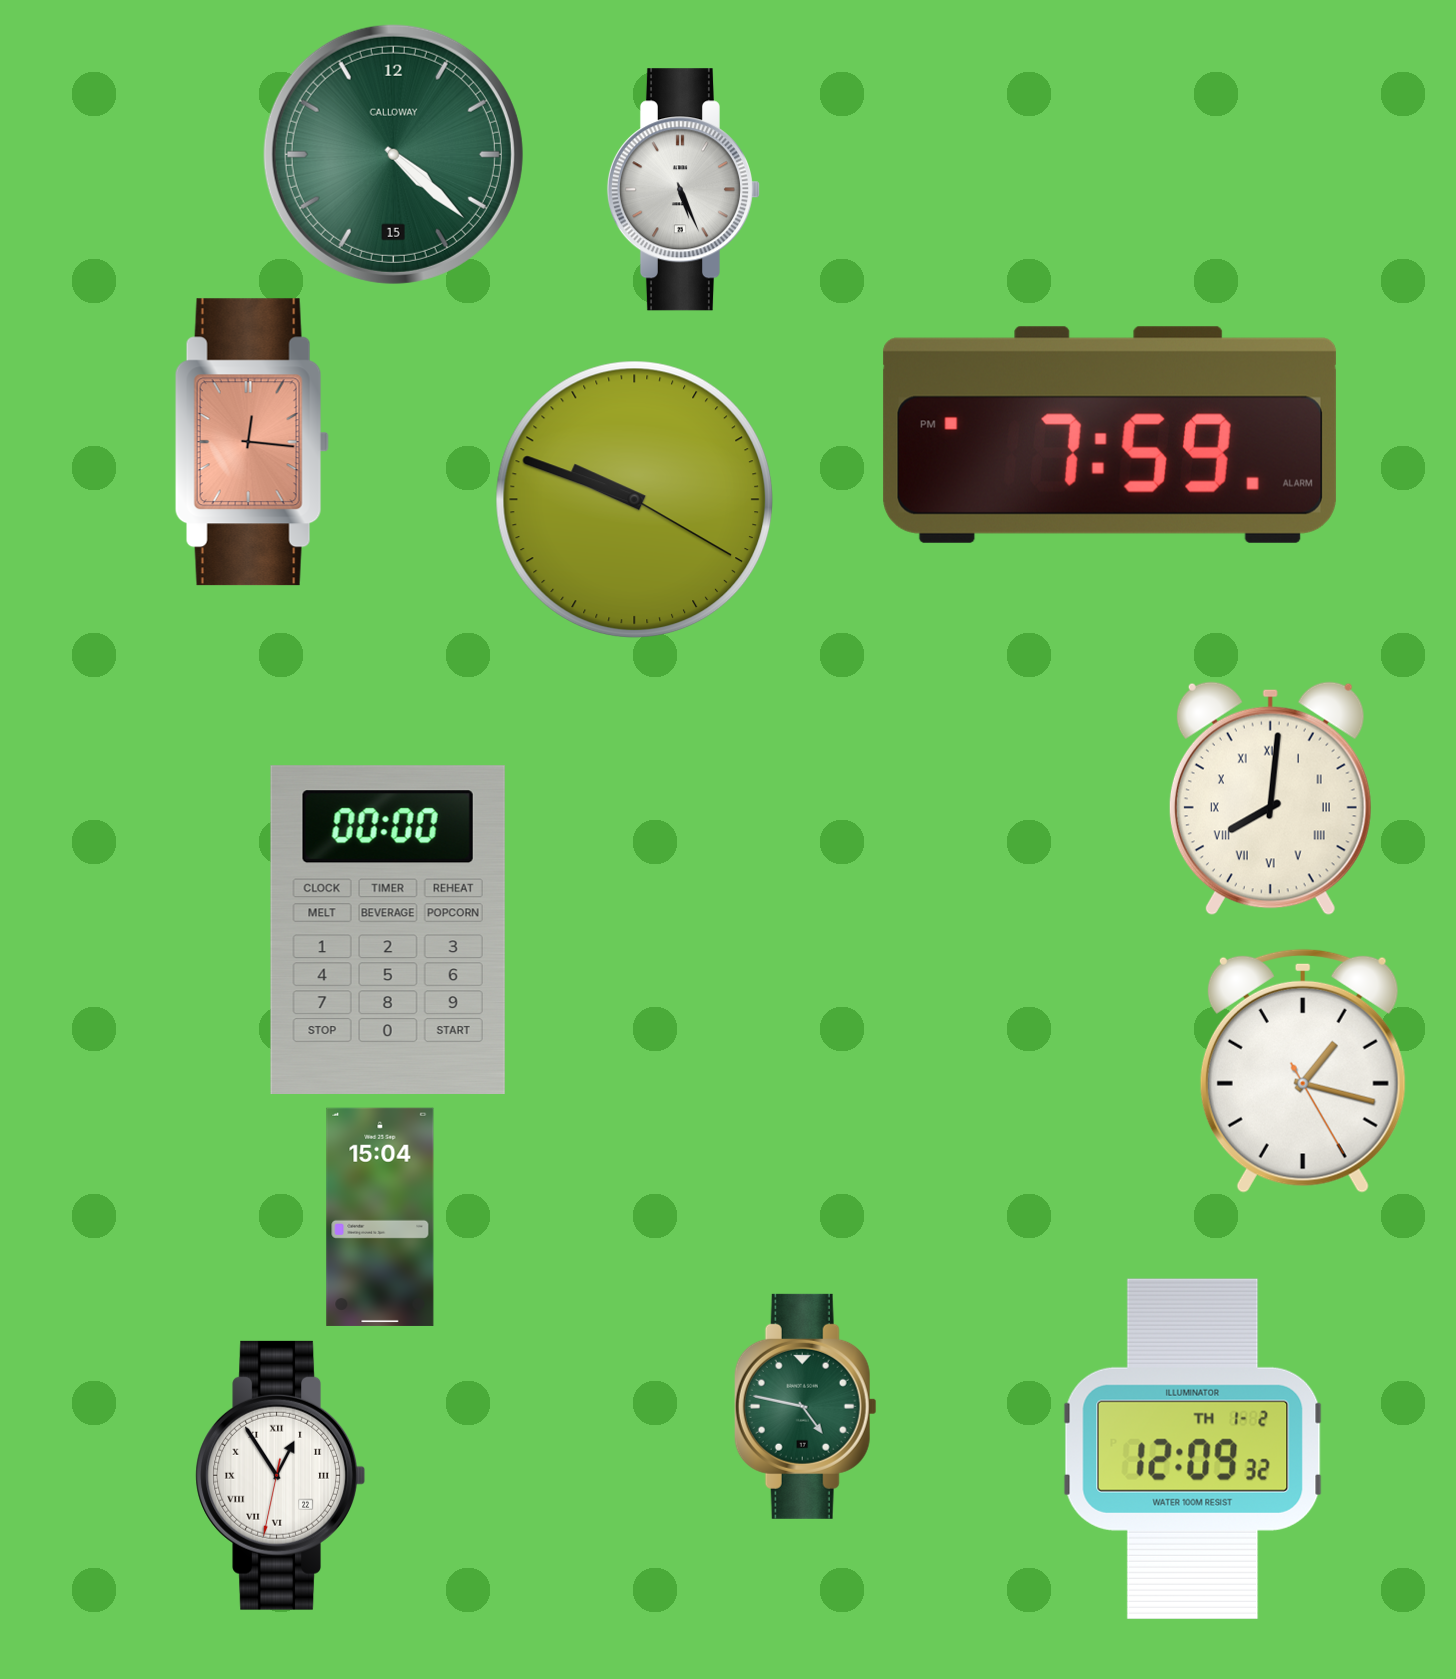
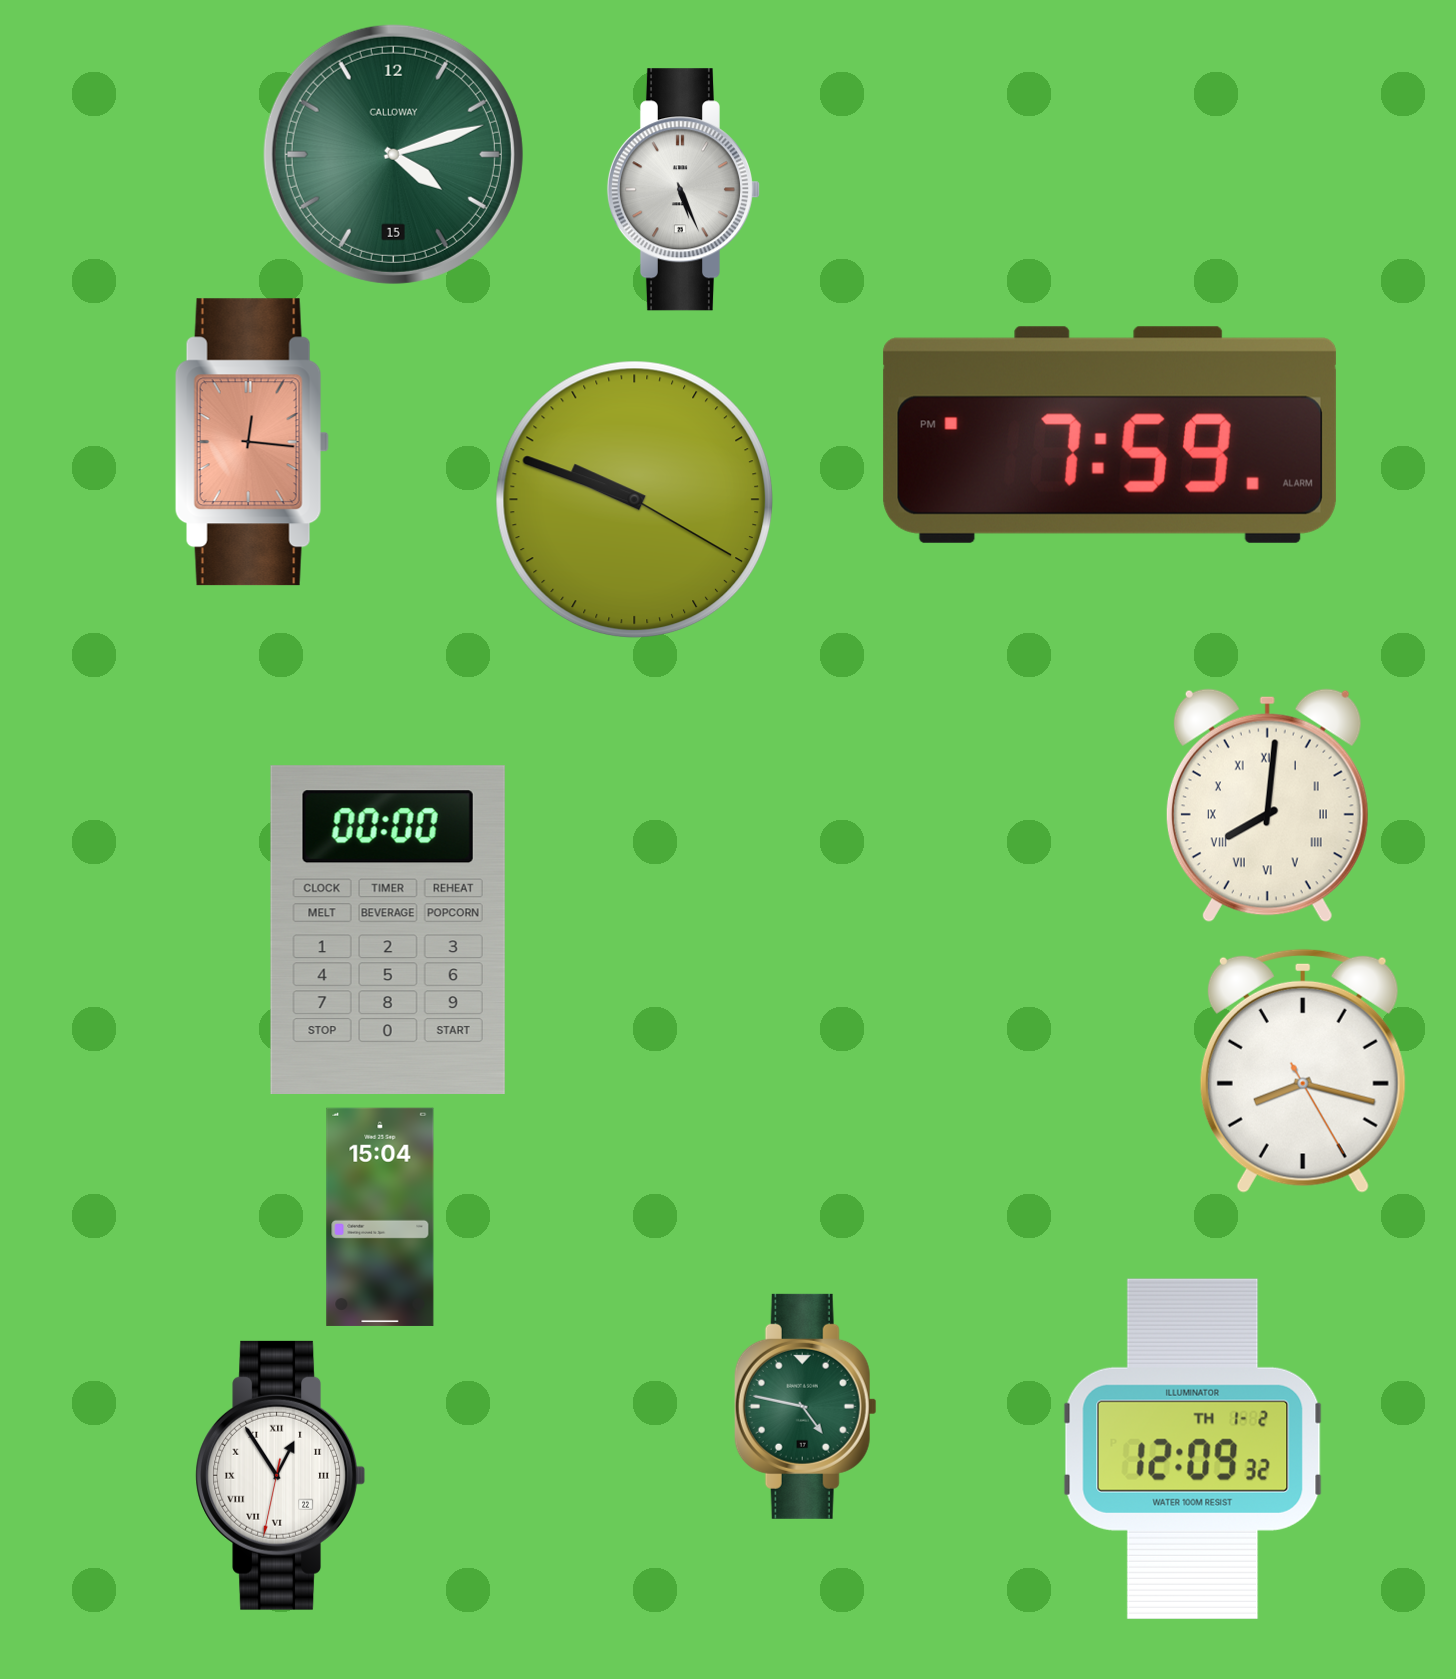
clock at (393, 154): 4:22 -> 4:12
clock at (1270, 799) position: (1270, 799) -> (1267, 806)
clock at (1303, 1071): 1:17 -> 8:17
